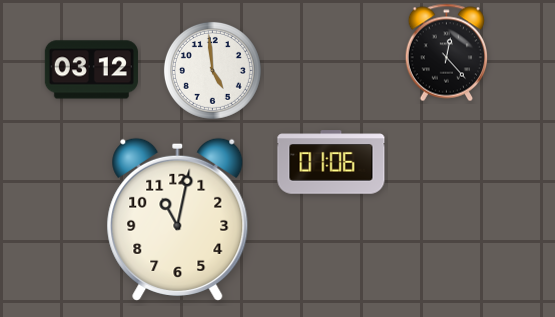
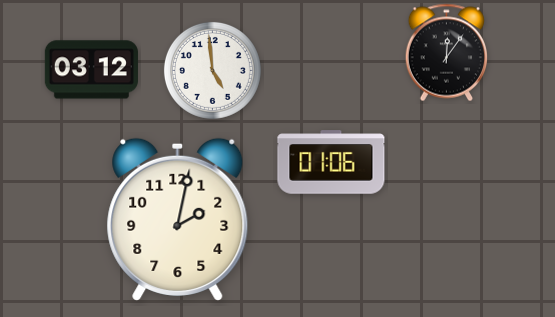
clock at (446, 53): 12:23 -> 12:06
clock at (178, 219): 11:02 -> 2:02
